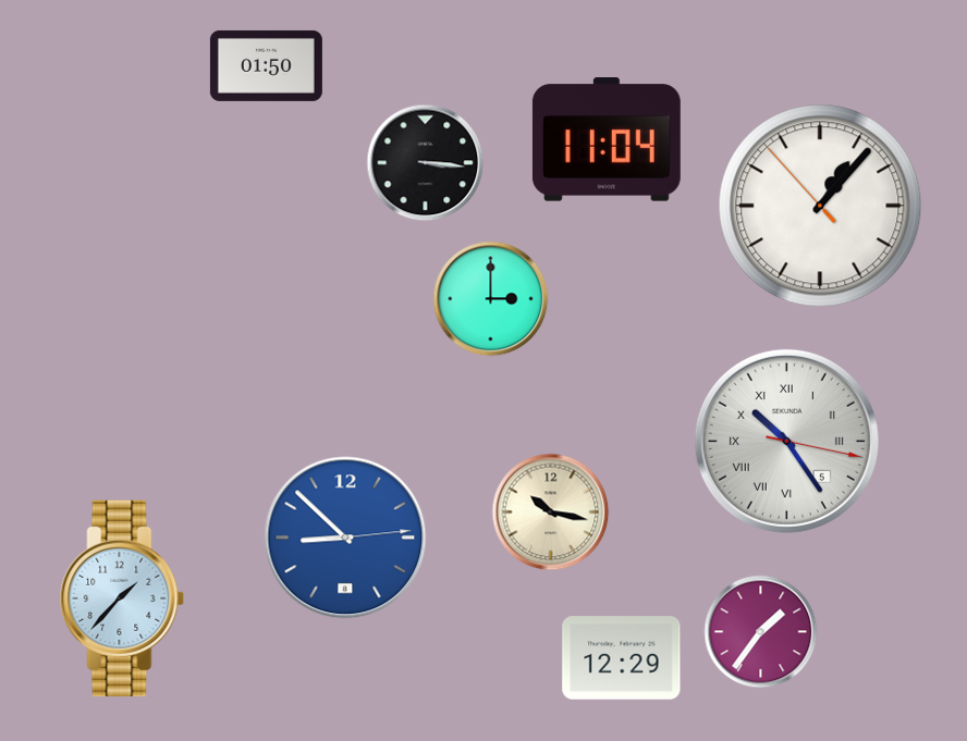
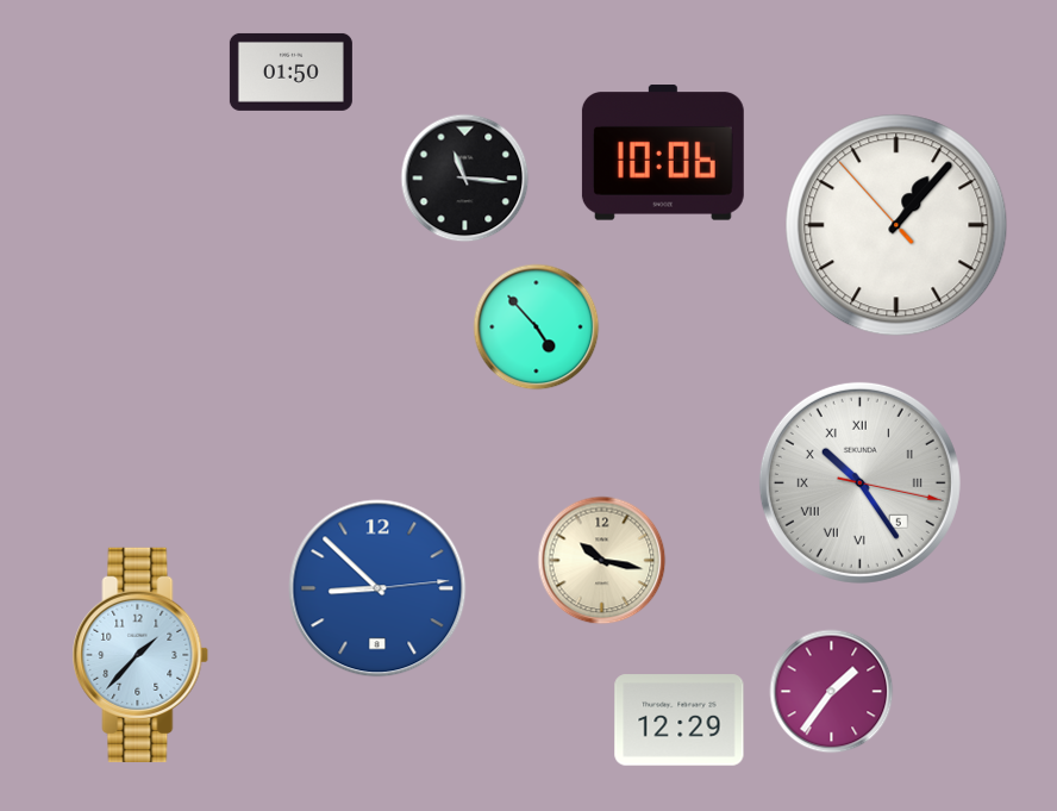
clock at (607, 139): 11:04 -> 10:06
clock at (426, 163): 3:16 -> 11:16
clock at (491, 299): 3:00 -> 4:53
clock at (122, 598) position: (122, 598) -> (140, 655)
